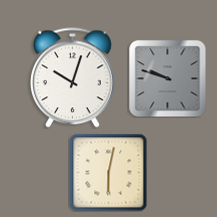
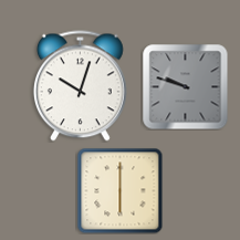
clock at (108, 172): 6:02 -> 6:00
